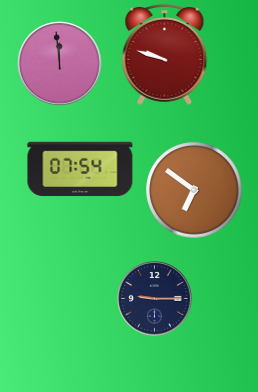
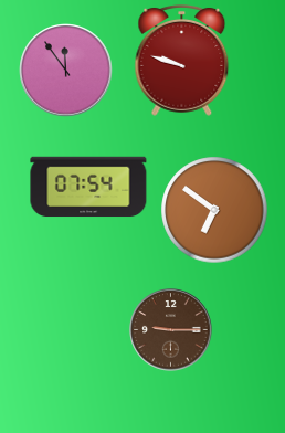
clock at (60, 64): 11:59 -> 11:54
clock at (155, 299) dial: navy -> brown
